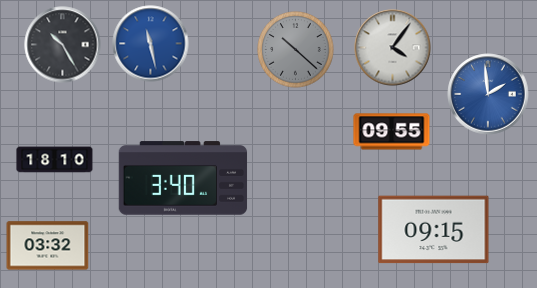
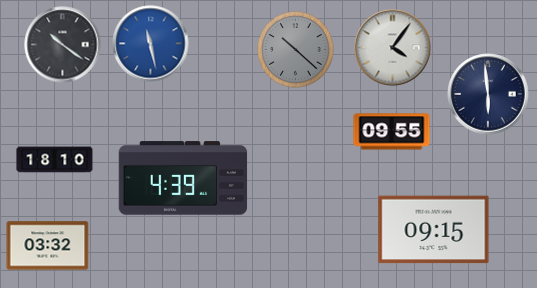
clock at (63, 45): 10:25 -> 10:21
clock at (488, 94): 1:59 -> 5:59
clock at (488, 94) dial: blue -> navy
clock at (183, 178): 3:40 -> 4:39
